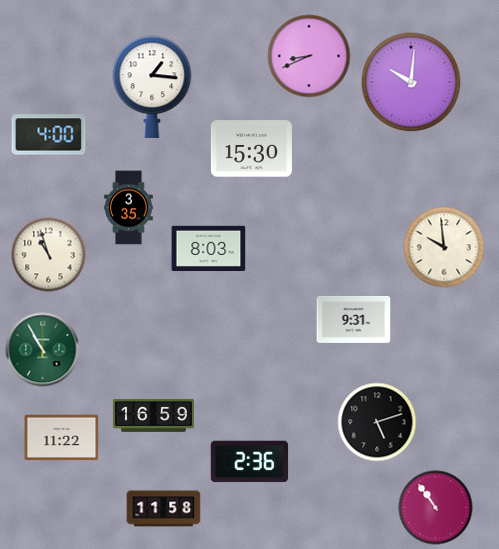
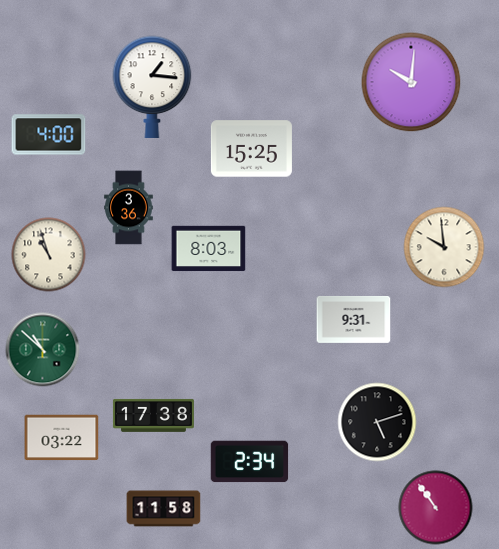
clock at (309, 56): 8:41 -> none
clock at (251, 149): 15:30 -> 15:25
clock at (129, 208): 3:35 -> 3:36
clock at (43, 350): 10:55 -> 10:52
clock at (153, 415): 16:59 -> 17:38
clock at (62, 438): 11:22 -> 03:22
clock at (250, 462): 2:36 -> 2:34
